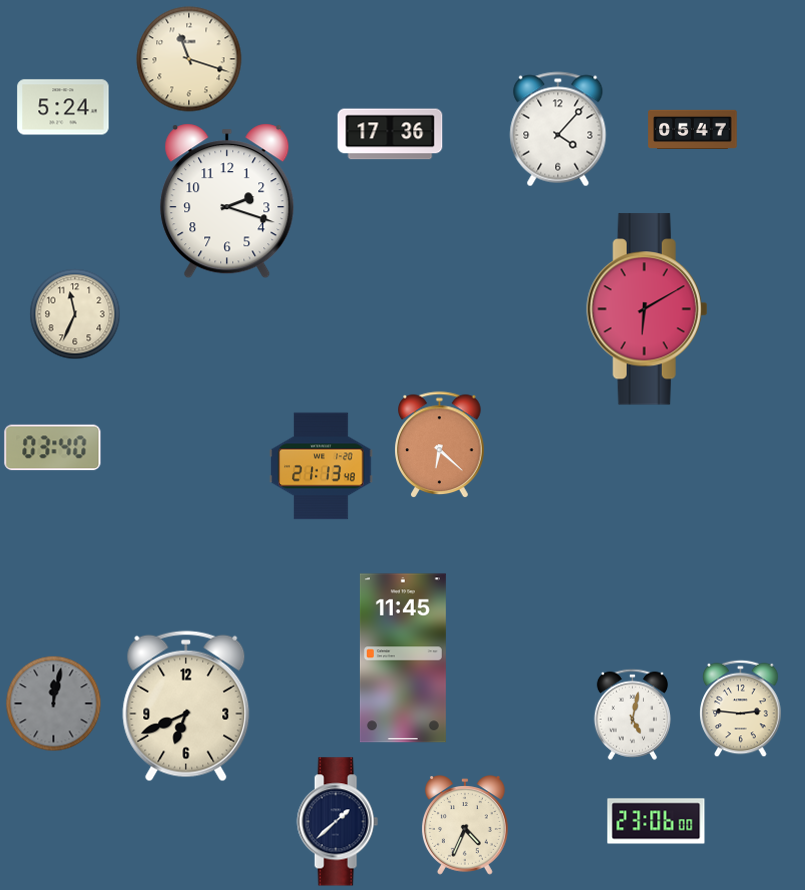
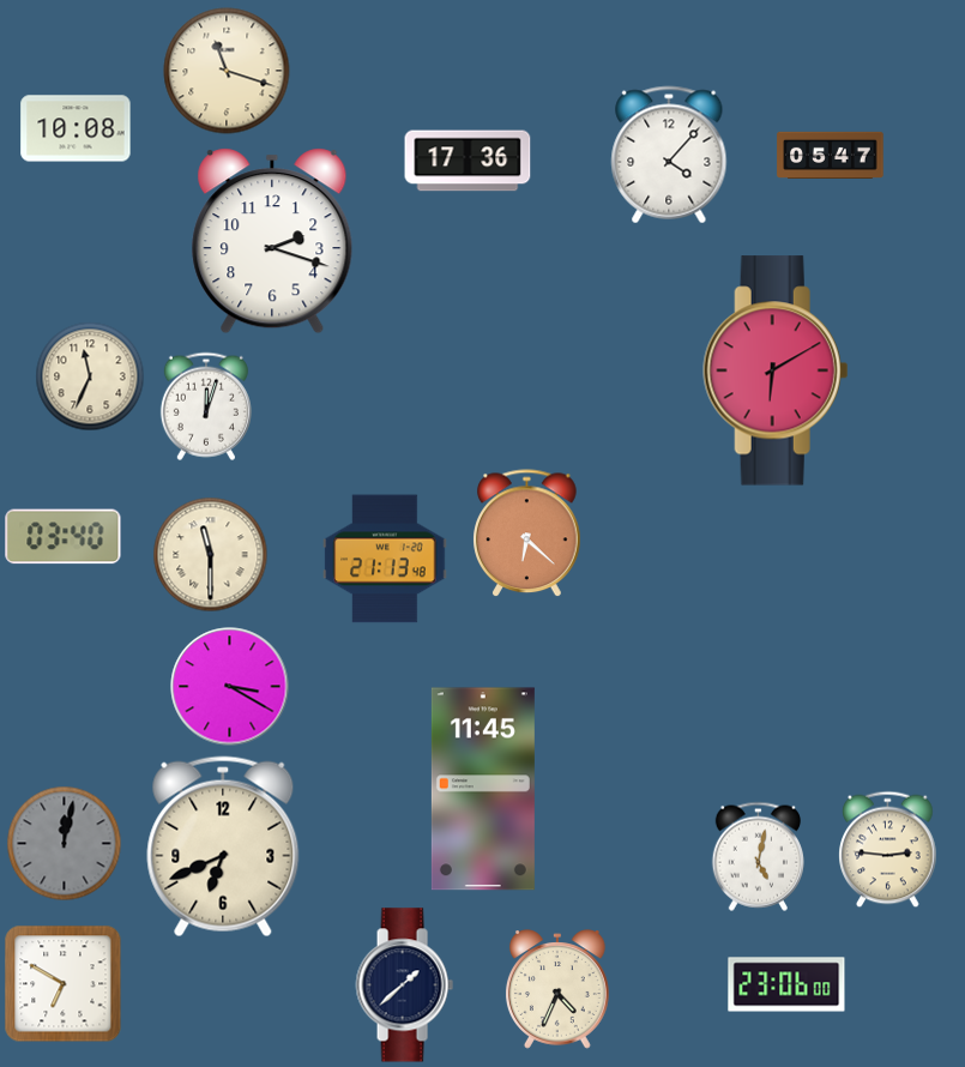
clock at (63, 107): 5:24 -> 10:08
clock at (206, 406): none -> 12:03
clock at (211, 555): none -> 11:30
clock at (230, 687): none -> 3:20
clock at (64, 984): none -> 6:50
